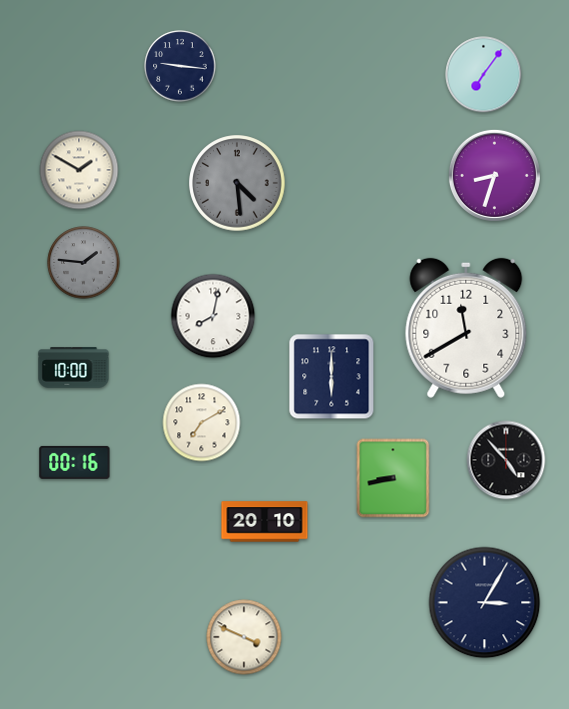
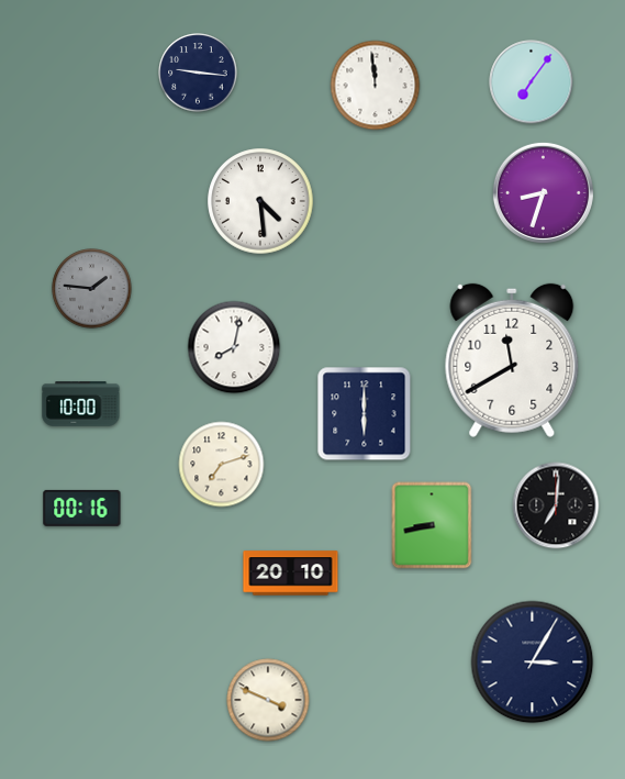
clock at (376, 86): none -> 11:59
clock at (79, 170): 1:50 -> none
clock at (237, 183) dial: grey -> white
clock at (202, 423): 7:10 -> 7:12
clock at (506, 460): 4:53 -> 7:01
